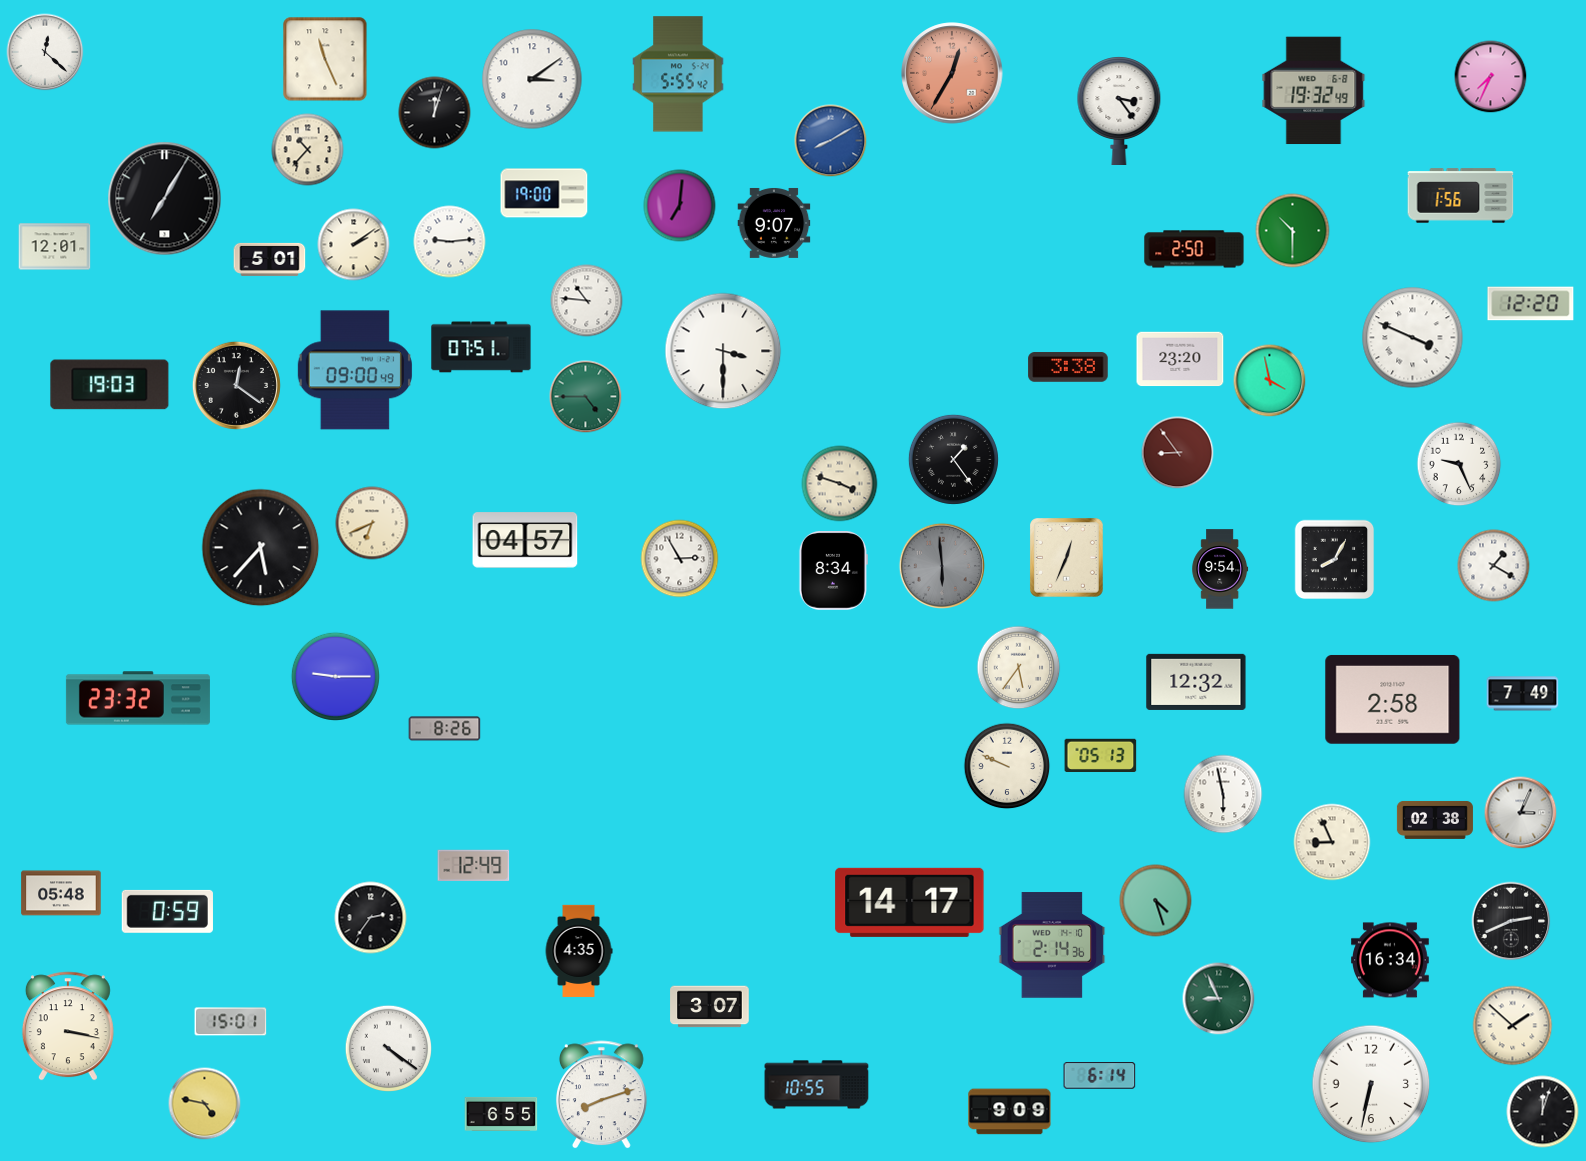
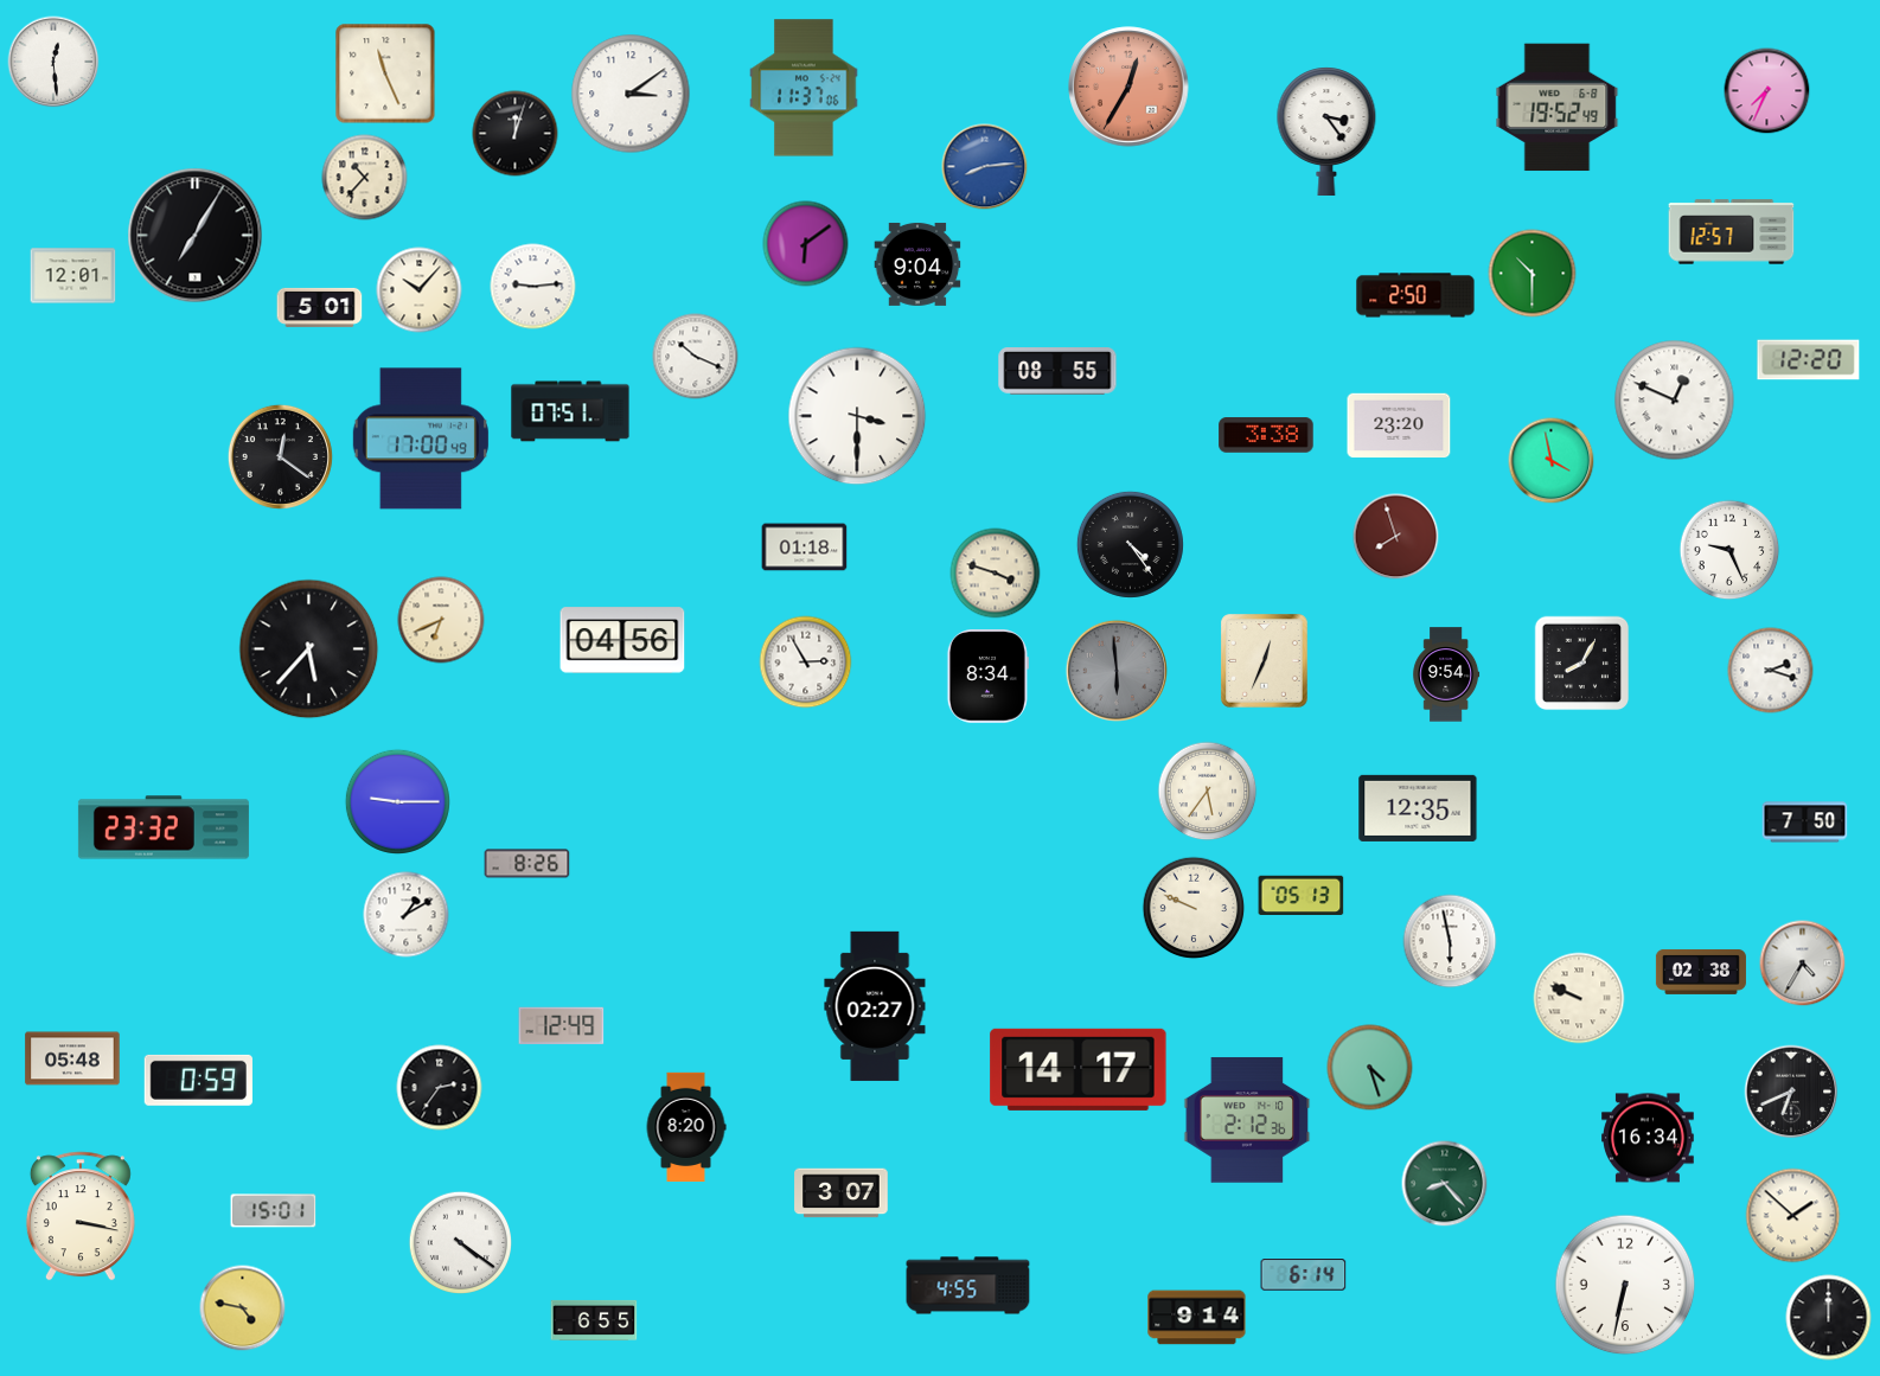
clock at (45, 52): 12:22 -> 12:29
clock at (325, 59) position: (325, 59) -> (385, 73)
clock at (678, 74): 5:55 -> 11:37
clock at (1314, 91): 19:32 -> 19:52
clock at (831, 141): 8:10 -> 8:14
clock at (544, 193): 19:00 -> none
clock at (1461, 196): 1:56 -> 12:57
clock at (680, 206): 7:01 -> 6:09
clock at (774, 223): 9:07 -> 9:04
clock at (354, 245): 2:09 -> 10:07
clock at (55, 247) position: (55, 247) -> (73, 276)
clock at (587, 301): 10:46 -> 10:19
clock at (1531, 304) position: (1531, 304) -> (1809, 360)
clock at (1057, 372): none -> 08:55
clock at (1413, 338): 3:49 -> 12:49
clock at (355, 370): 09:00 -> 17:00
clock at (1270, 381) position: (1270, 381) -> (1552, 461)
clock at (110, 385): 19:03 -> none
clock at (586, 397): 4:45 -> none
clock at (1178, 453): 8:54 -> 7:57
clock at (953, 459): 1:24 -> 4:24
clock at (805, 548): none -> 01:18
clock at (525, 540): 04:57 -> 04:56
clock at (1494, 566): 1:20 -> 2:18
clock at (1196, 682): 12:32 -> 12:35
clock at (1523, 694): 7:49 -> 7:50
clock at (1393, 699): 2:58 -> none
clock at (1101, 755) position: (1101, 755) -> (1302, 895)
clock at (407, 915): none -> 1:10
clock at (1521, 813): 3:04 -> 4:35
clock at (1332, 842): 8:56 -> 9:49
clock at (875, 1006): none -> 02:27
clock at (1511, 921): 2:41 -> 6:41
clock at (1052, 945): 2:14 -> 2:12
clock at (579, 951): 4:35 -> 8:20
clock at (1219, 999): 8:56 -> 8:23
clock at (817, 1085): 10:55 -> 4:55
clock at (601, 1095): 8:12 -> none
clock at (1010, 1112): 9:09 -> 9:14
clock at (1543, 1112): 12:03 -> 12:00
